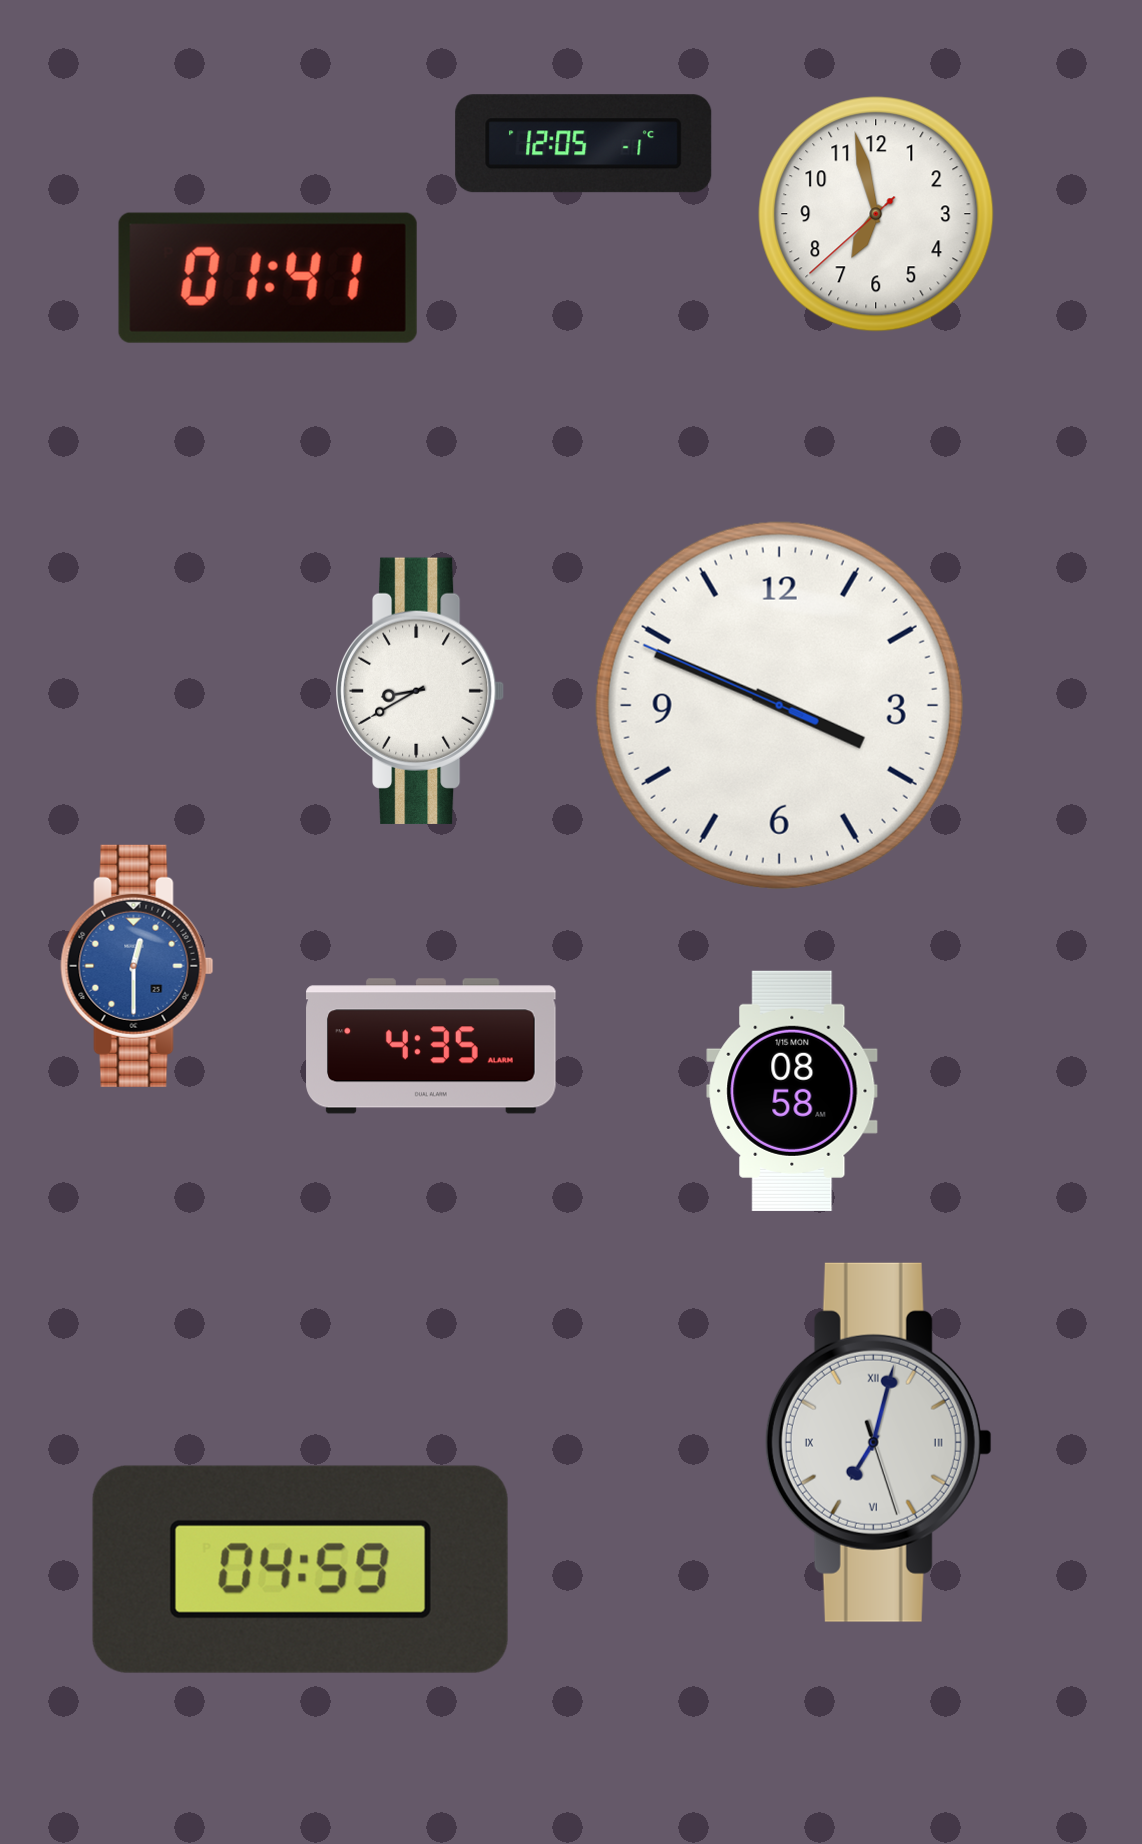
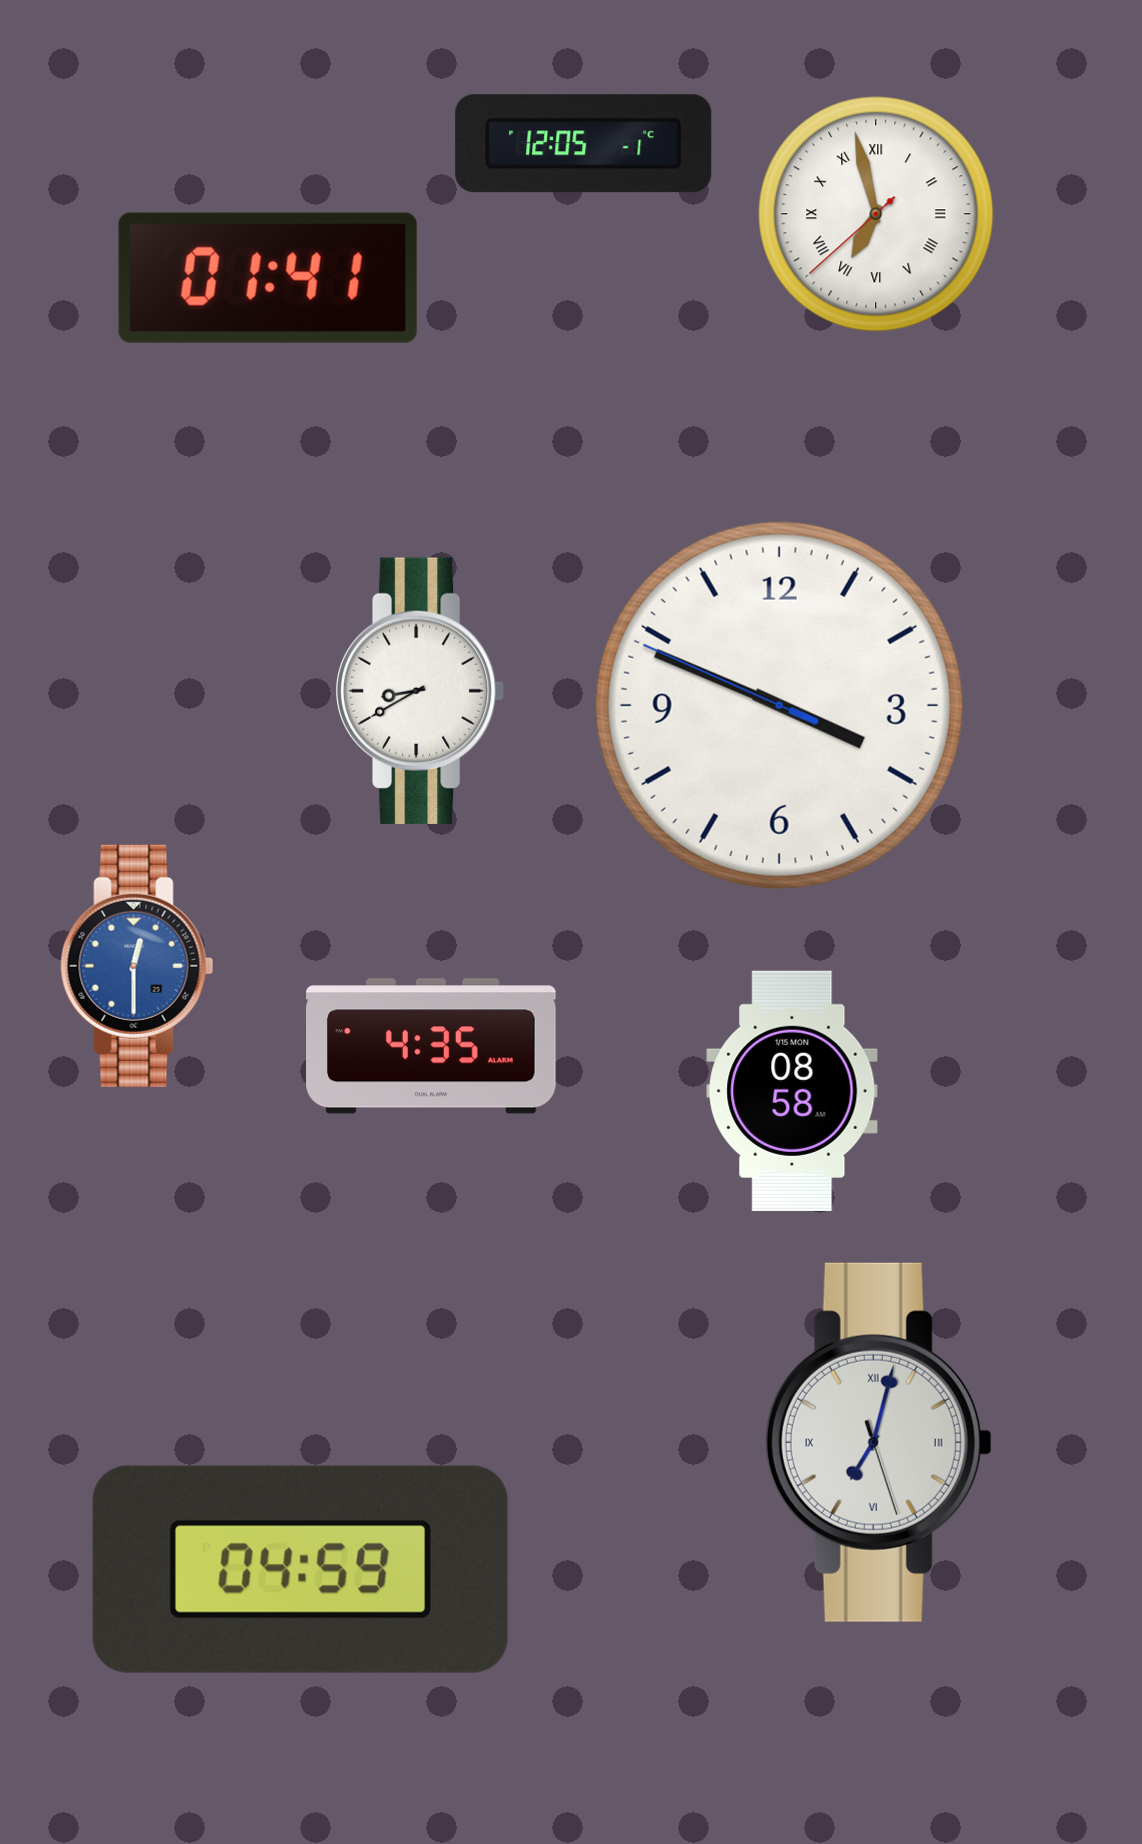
clock at (876, 214) numerals: Arabic -> Roman
